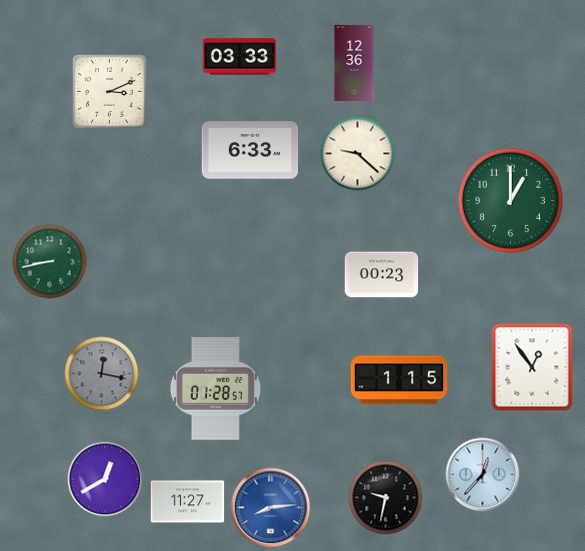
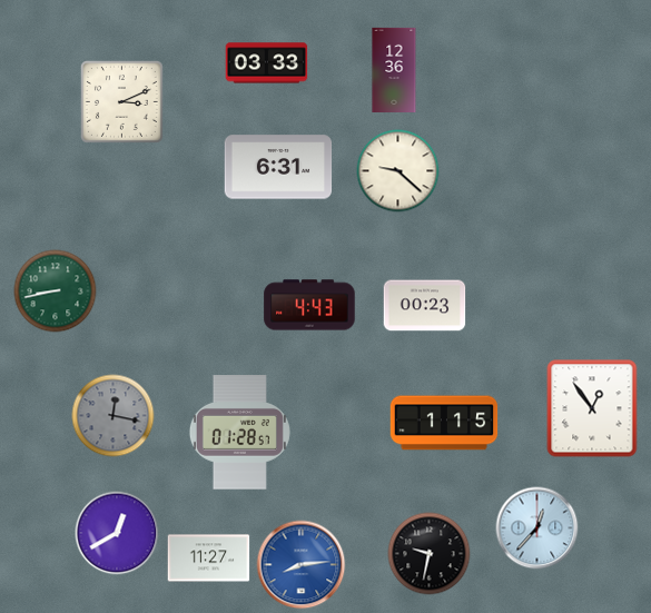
clock at (250, 150): 6:33 -> 6:31
clock at (510, 200): 1:00 -> none
clock at (309, 305): none -> 4:43
